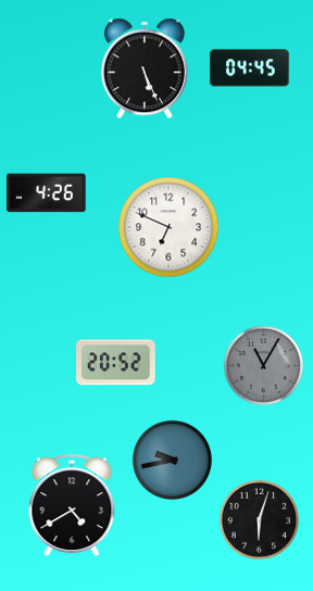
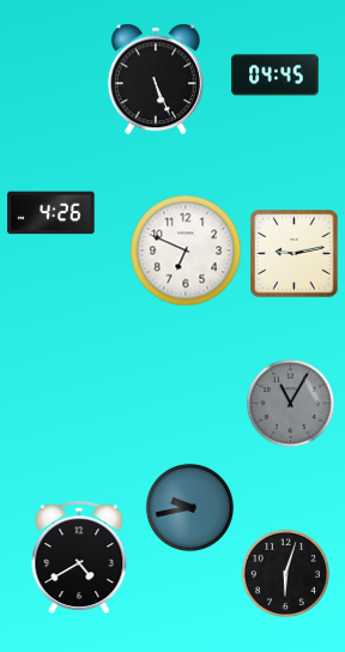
clock at (145, 68) position: (145, 68) -> (156, 79)
clock at (295, 254): none -> 9:13
clock at (116, 363): 20:52 -> none
